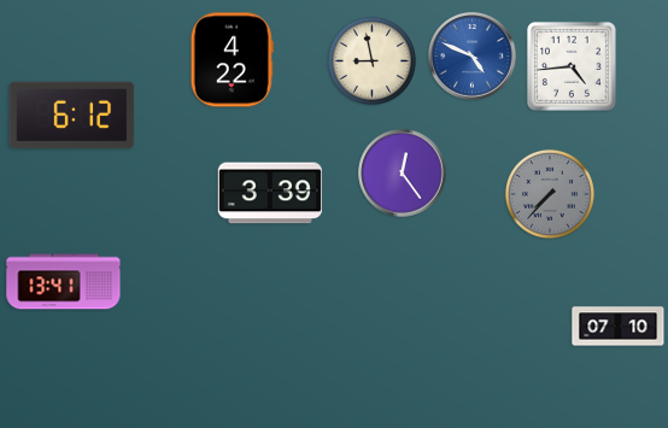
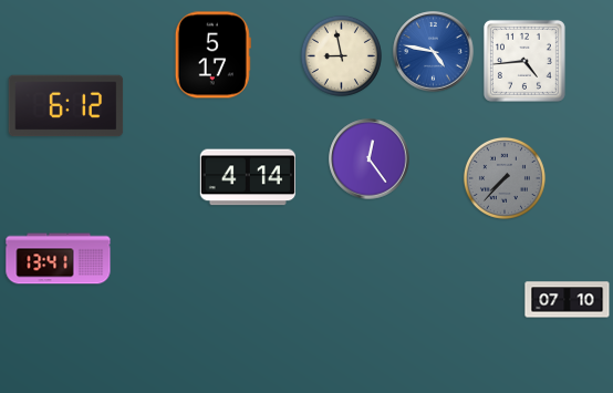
clock at (473, 57): 4:49 -> 4:47
clock at (232, 60): 4:22 -> 5:17
clock at (270, 193): 3:39 -> 4:14
